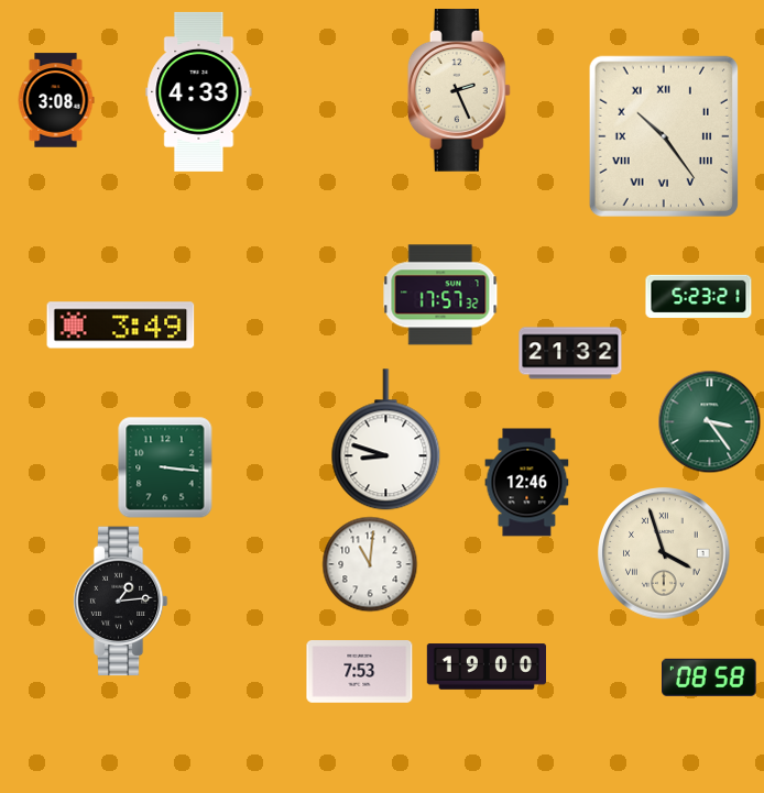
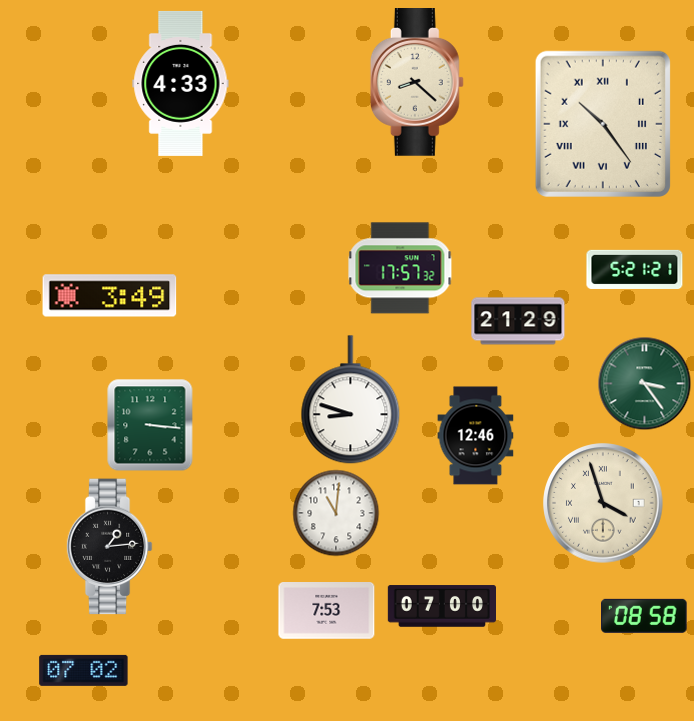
clock at (459, 91): 2:26 -> 8:22
clock at (56, 100): 3:08 -> none
clock at (699, 296): 5:23 -> 5:21
clock at (570, 353): 21:32 -> 21:29
clock at (527, 483) position: (527, 483) -> (476, 436)
clock at (485, 667): 19:00 -> 07:00
clock at (84, 670): none -> 07:02
